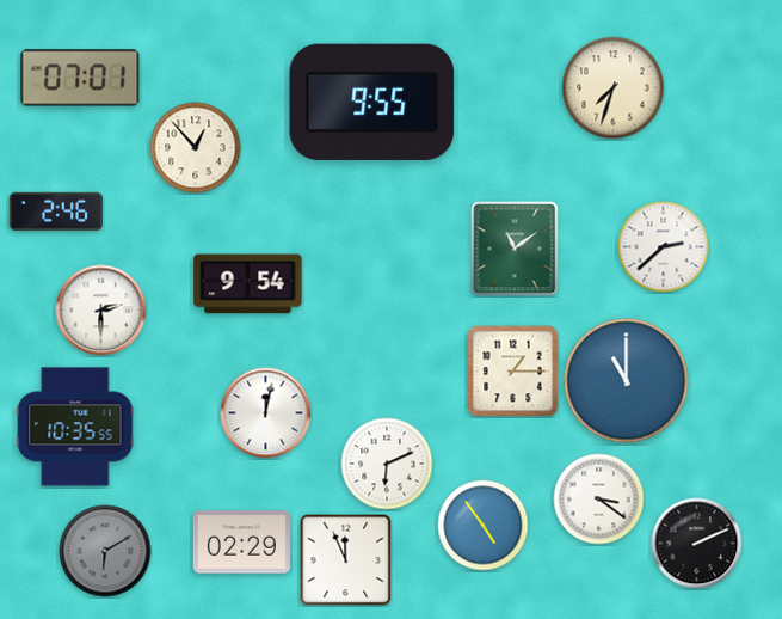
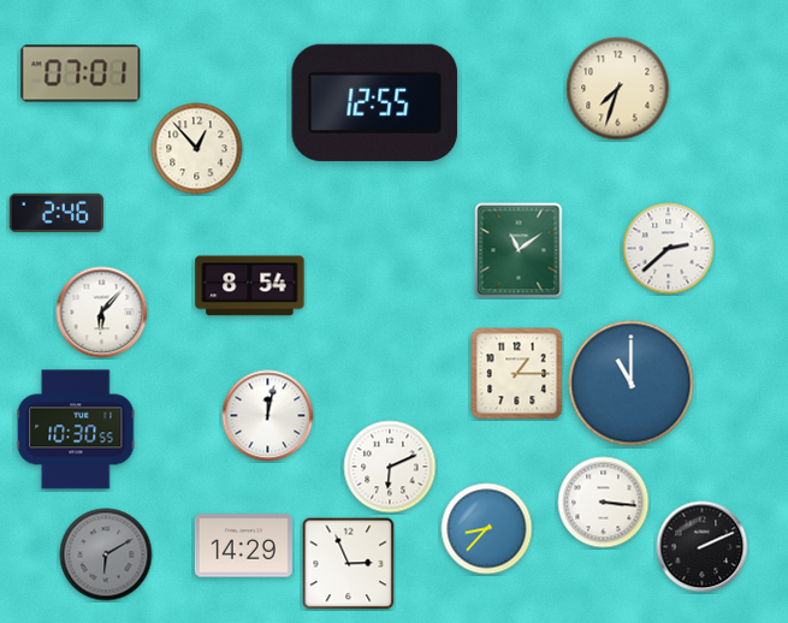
clock at (80, 78) position: (80, 78) -> (81, 73)
clock at (372, 102): 9:55 -> 12:55
clock at (248, 284): 9:54 -> 8:54
clock at (101, 311): 2:30 -> 6:07
clock at (75, 427): 10:35 -> 10:30
clock at (599, 500): 3:21 -> 3:16
clock at (484, 526): 4:54 -> 8:37
clock at (241, 543): 02:29 -> 14:29
clock at (346, 560): 11:56 -> 2:56
